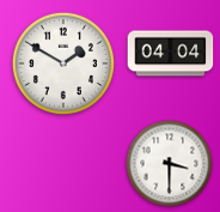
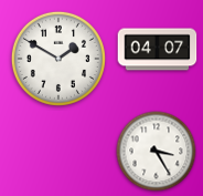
clock at (171, 54): 04:04 -> 04:07
clock at (170, 164): 3:30 -> 3:25
